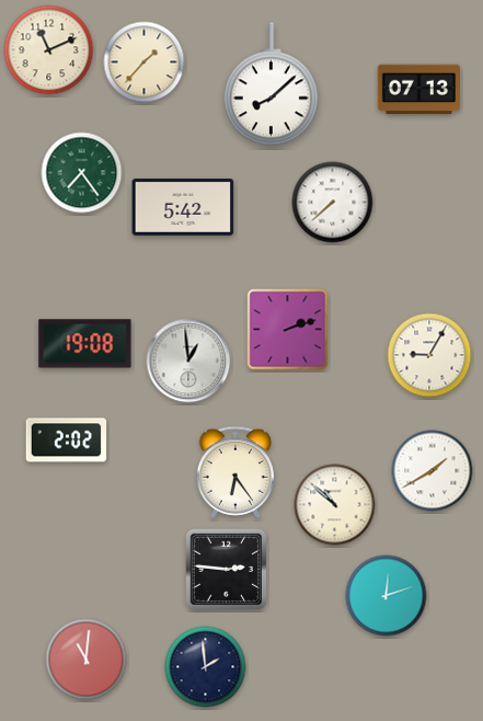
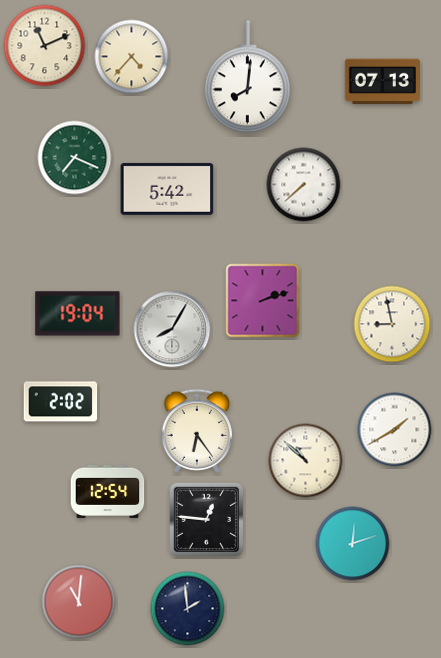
clock at (145, 62): 1:37 -> 4:37
clock at (271, 84): 8:08 -> 8:01
clock at (82, 173): 7:24 -> 7:19
clock at (85, 344): 19:08 -> 19:04
clock at (429, 355): 9:05 -> 8:58
clock at (188, 360): 12:59 -> 8:05
clock at (235, 472) position: (235, 472) -> (197, 431)
clock at (108, 491): none -> 12:54
clock at (227, 570): 2:46 -> 12:46
